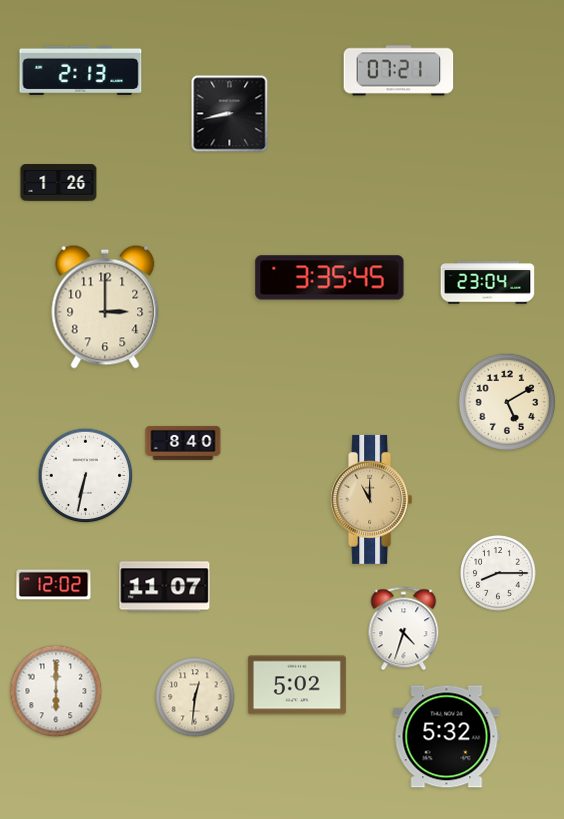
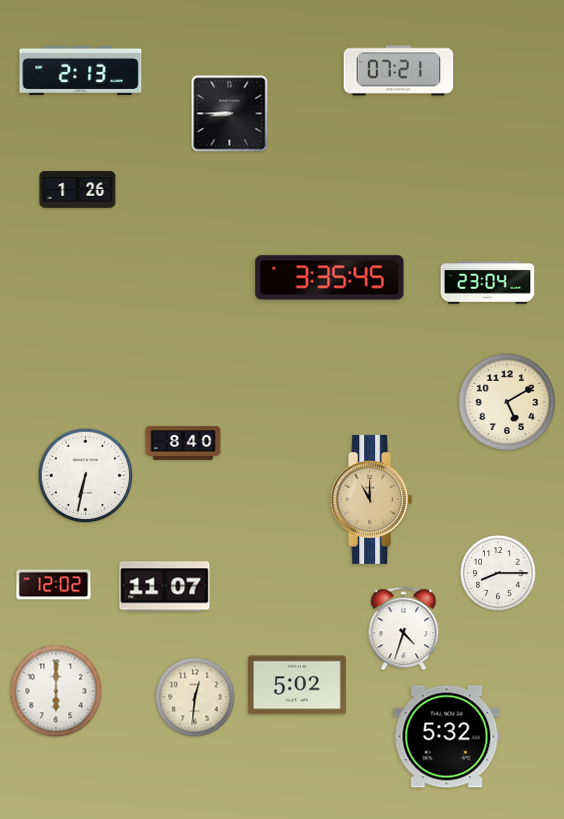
clock at (230, 114): 8:43 -> 8:45
clock at (59, 183) position: (59, 183) -> (78, 190)
clock at (105, 307): 3:00 -> none
